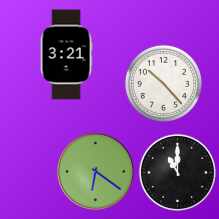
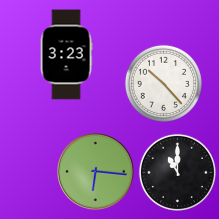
clock at (66, 55): 3:21 -> 3:23
clock at (96, 172): 6:21 -> 6:16
